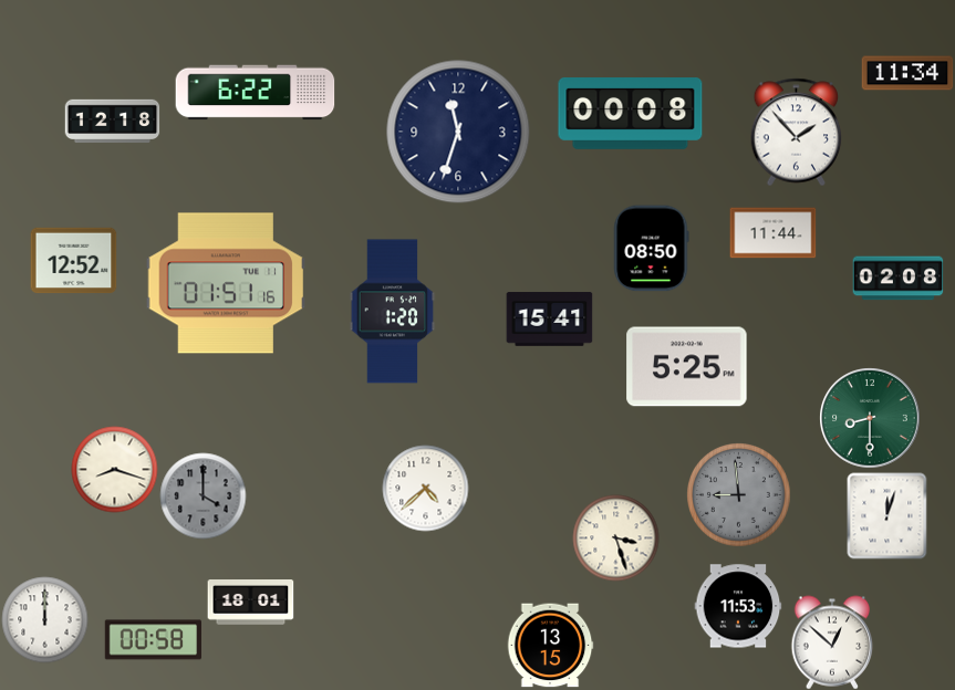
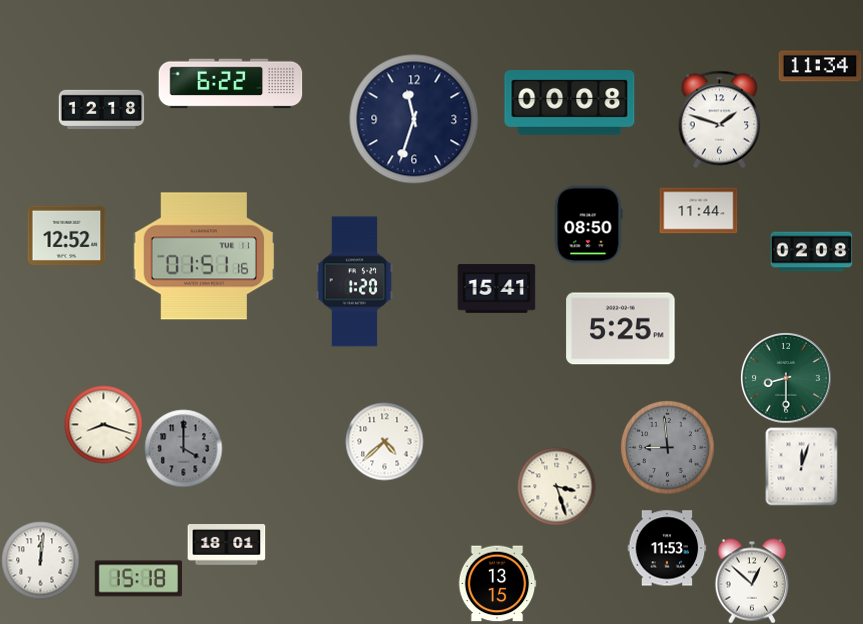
clock at (797, 132): 1:53 -> 1:48
clock at (687, 367) position: (687, 367) -> (621, 329)
clock at (44, 619): 12:00 -> 12:01
clock at (153, 640): 00:58 -> 15:18
